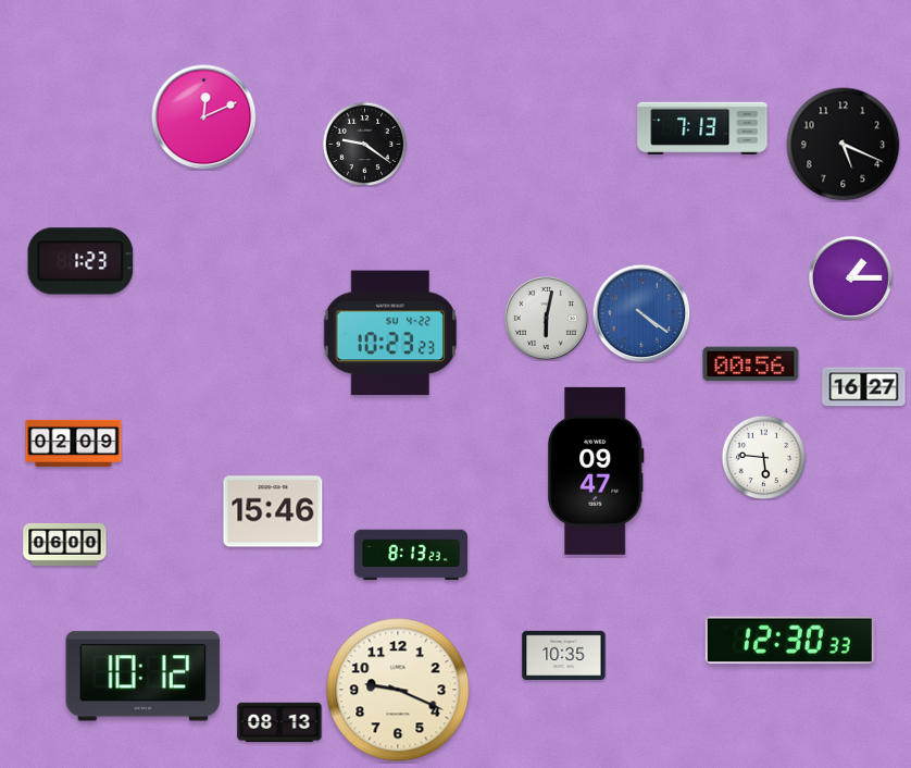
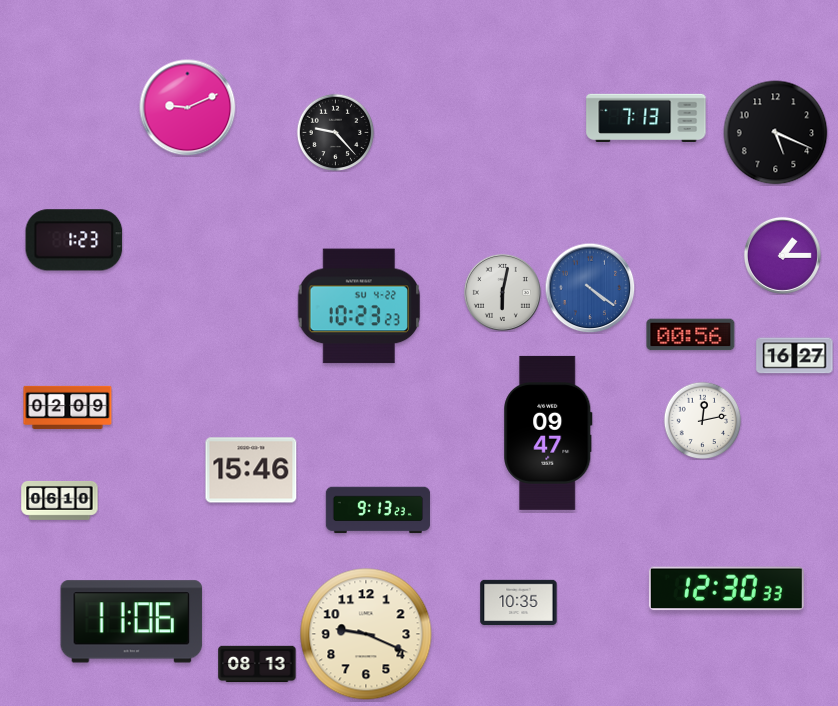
clock at (204, 117): 12:11 -> 9:11
clock at (364, 144): 9:21 -> 9:23
clock at (763, 457): 5:46 -> 12:13
clock at (65, 544): 06:00 -> 06:10
clock at (411, 555): 8:13 -> 9:13
clock at (143, 677): 10:12 -> 11:06
